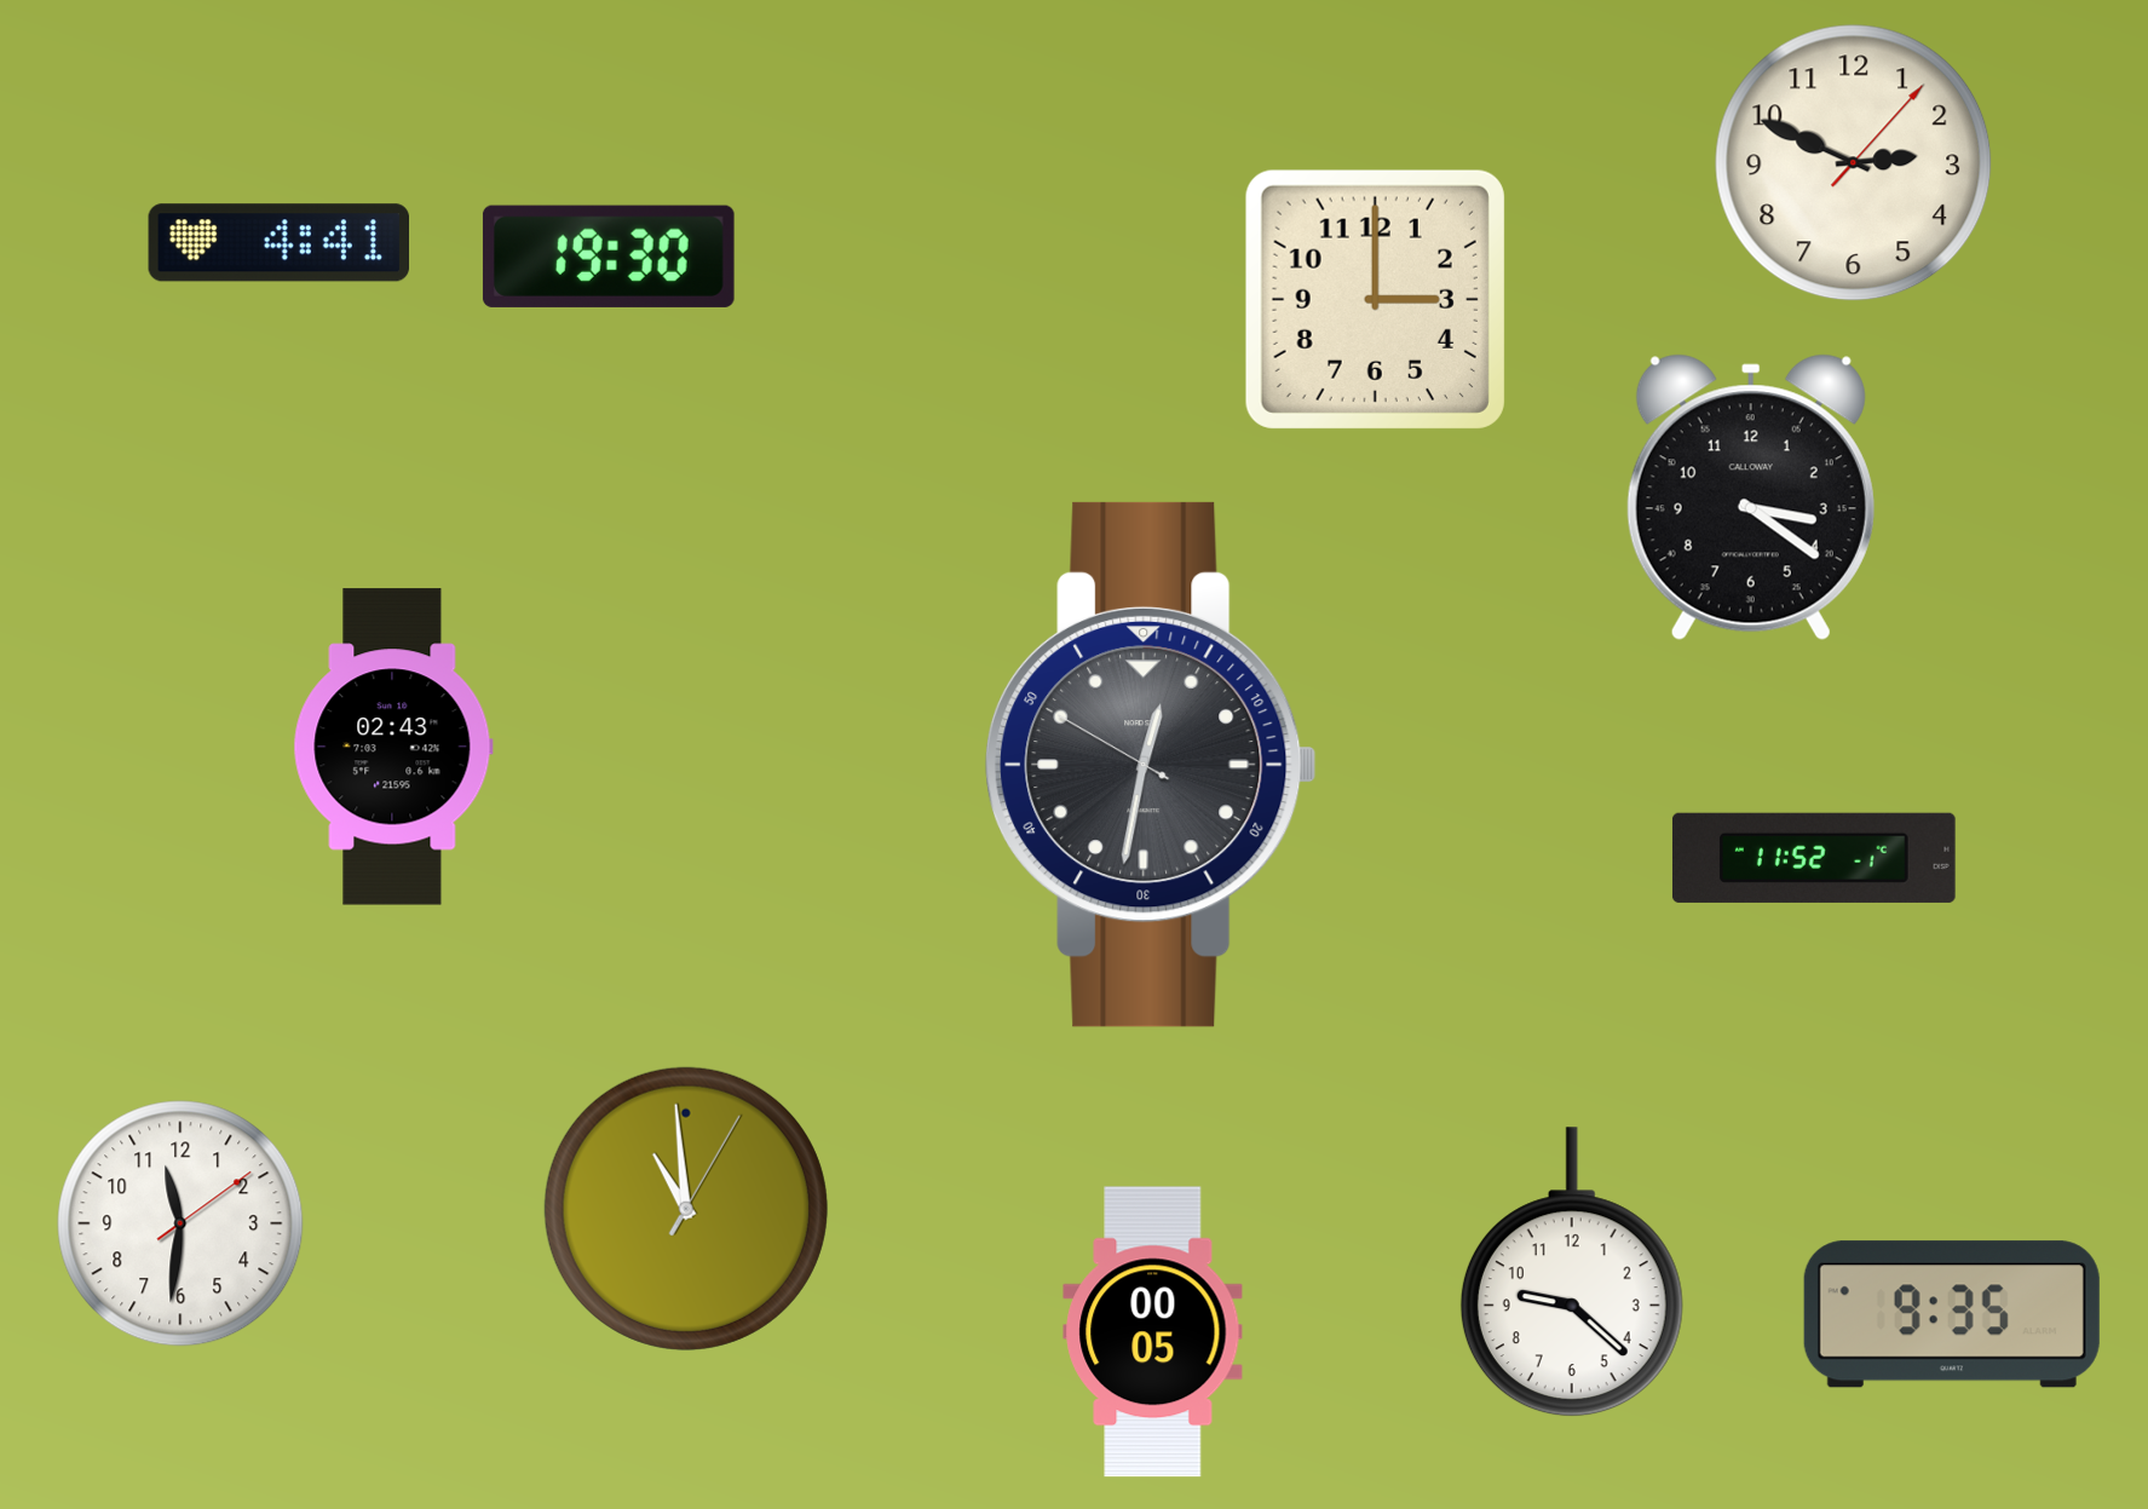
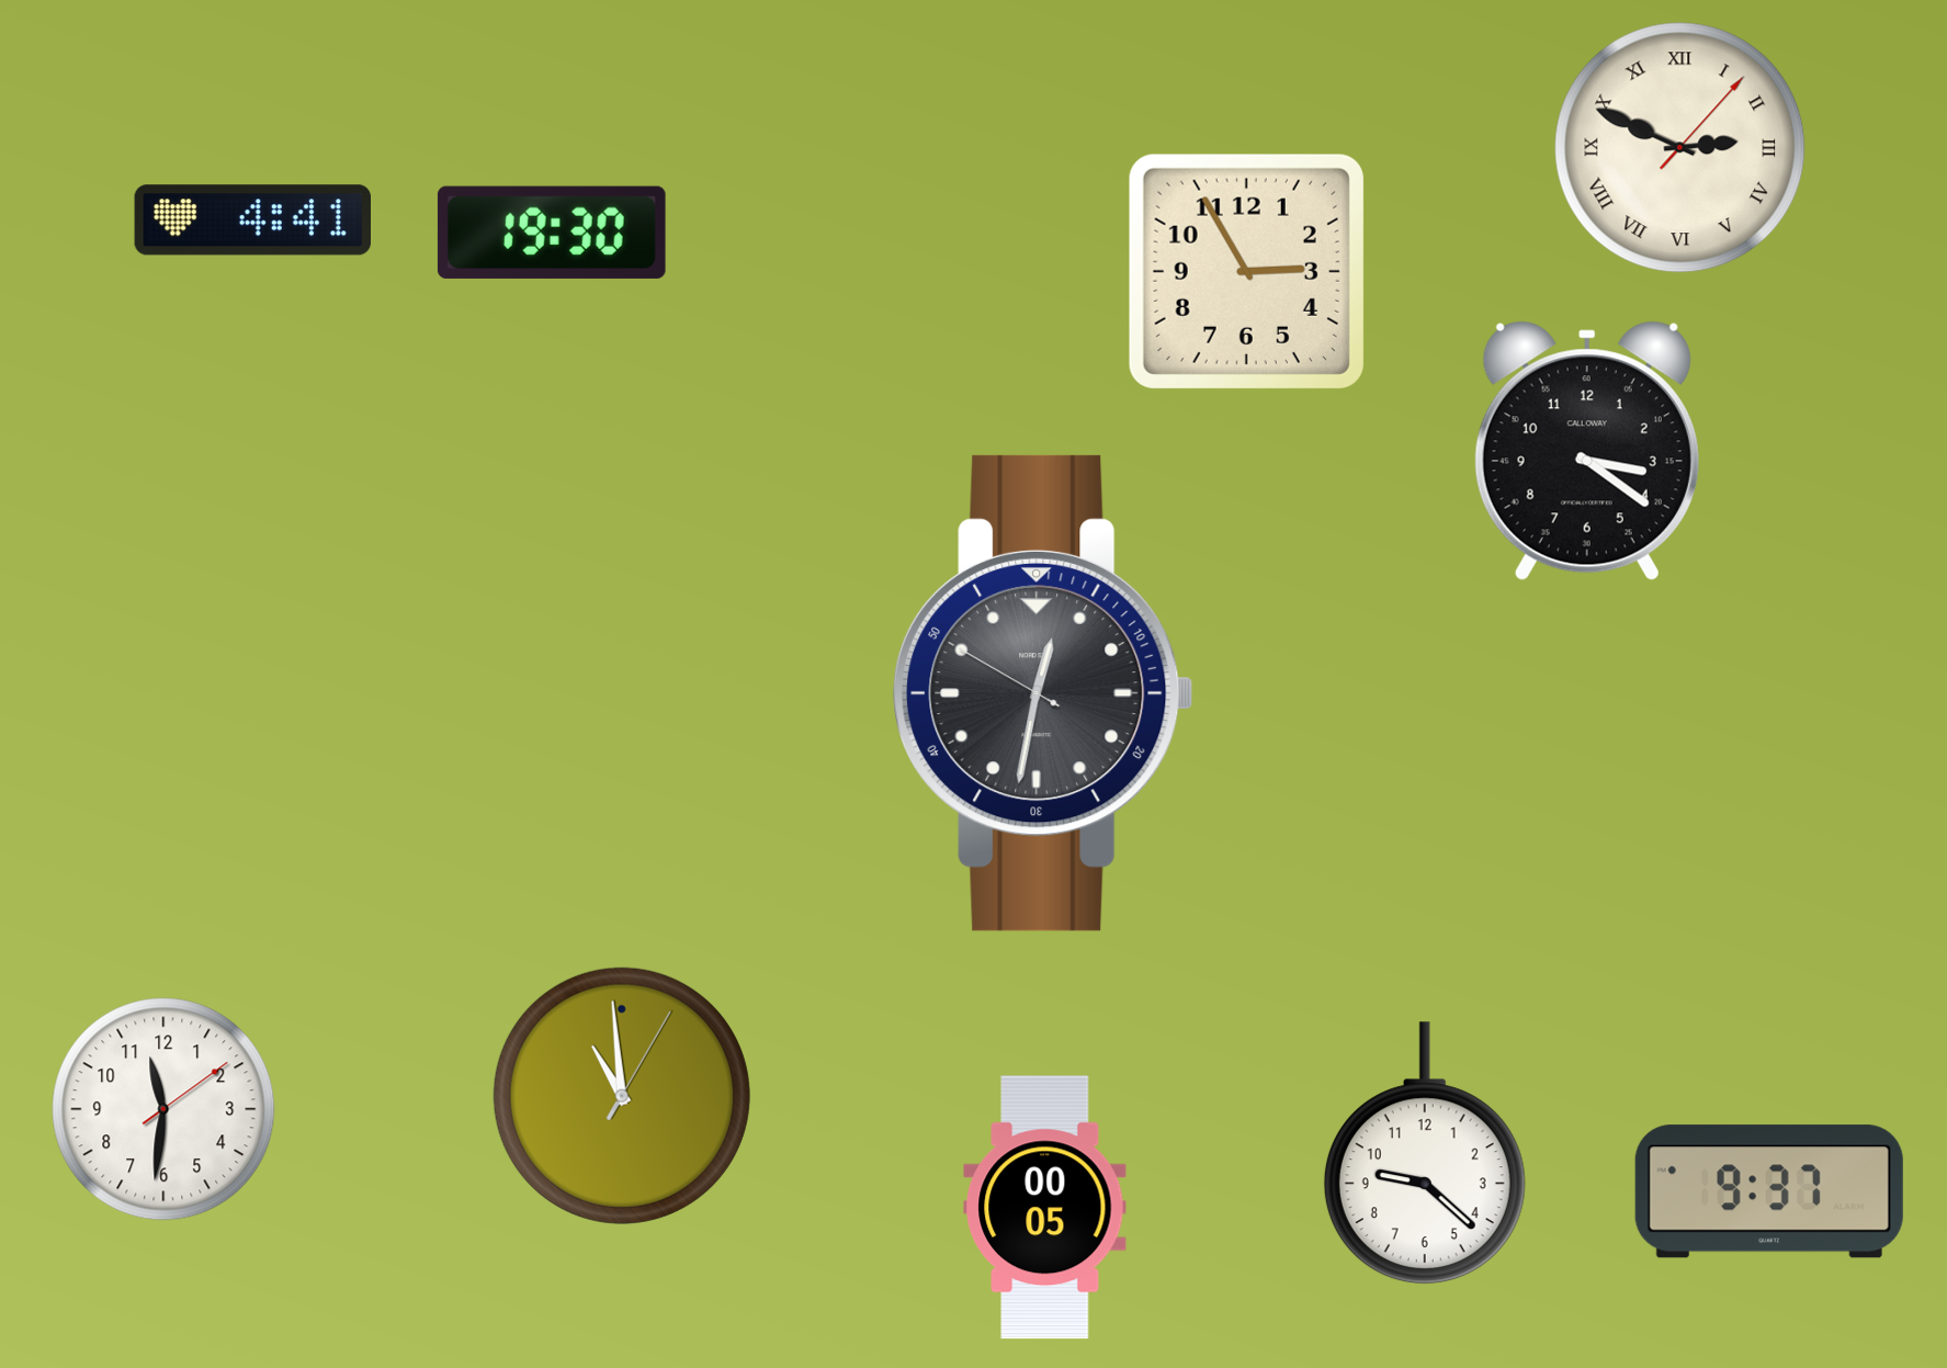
clock at (1854, 163) numerals: Arabic -> Roman
clock at (1375, 299): 3:00 -> 2:55
clock at (393, 747): 02:43 -> none
clock at (1814, 858): 11:52 -> none
clock at (1952, 1314): 9:35 -> 9:37
